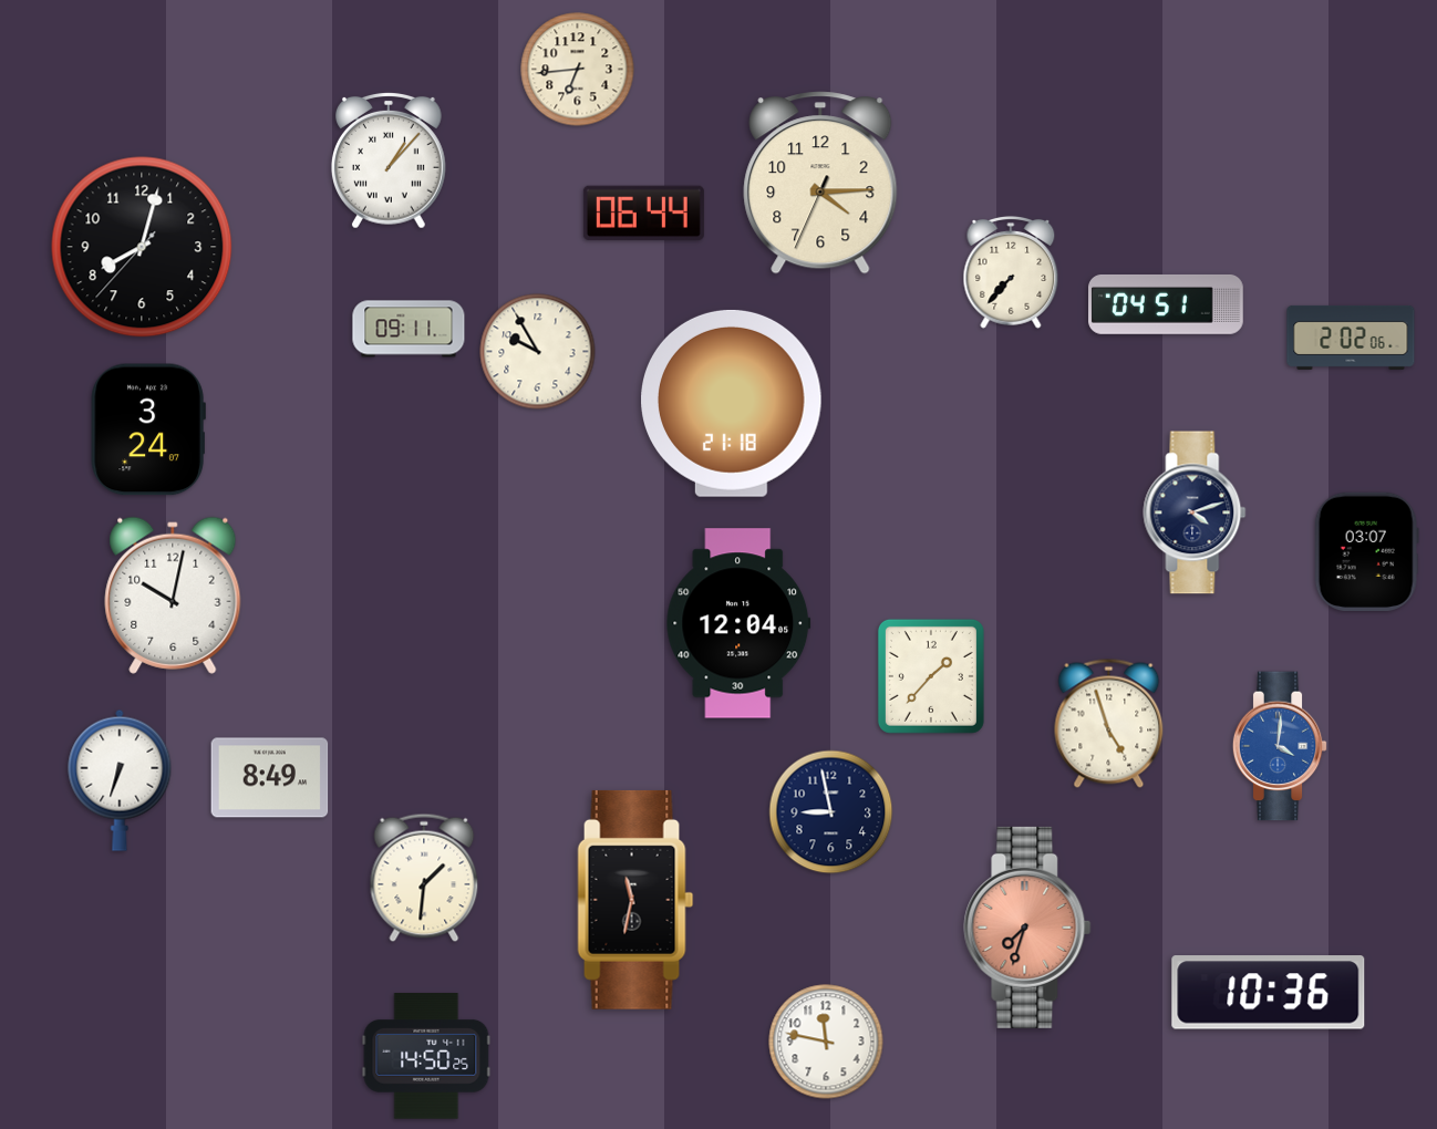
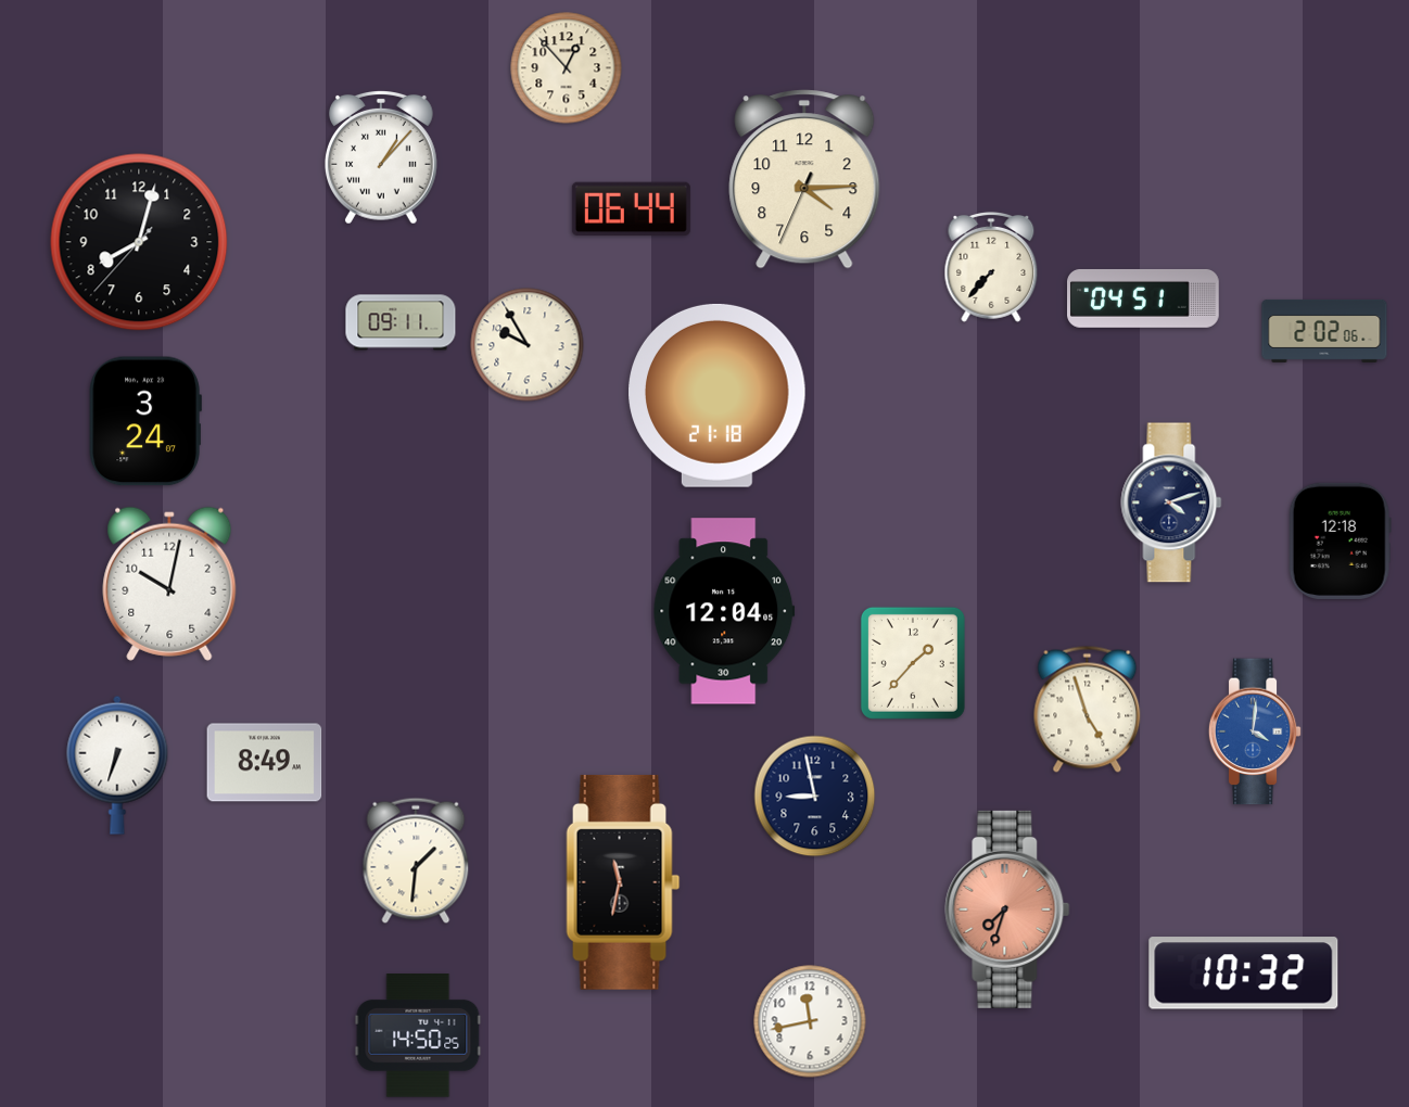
clock at (578, 70): 6:44 -> 12:53
clock at (1366, 551): 03:07 -> 12:18
clock at (1269, 993): 10:36 -> 10:32
clock at (826, 1042): 11:47 -> 11:43
